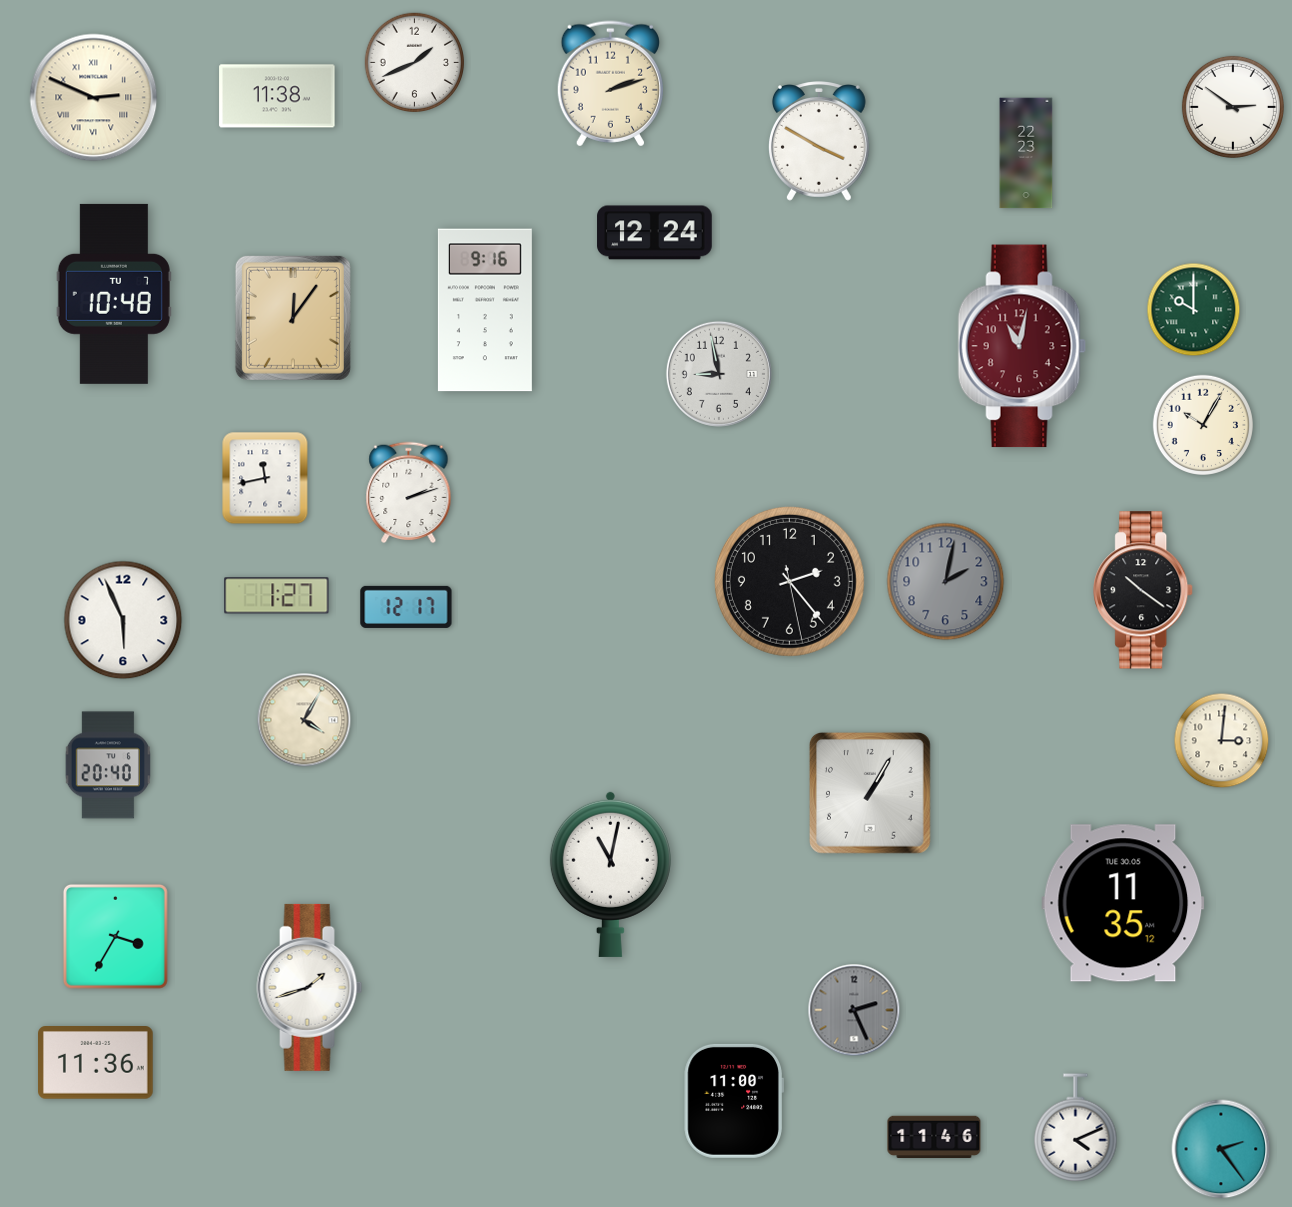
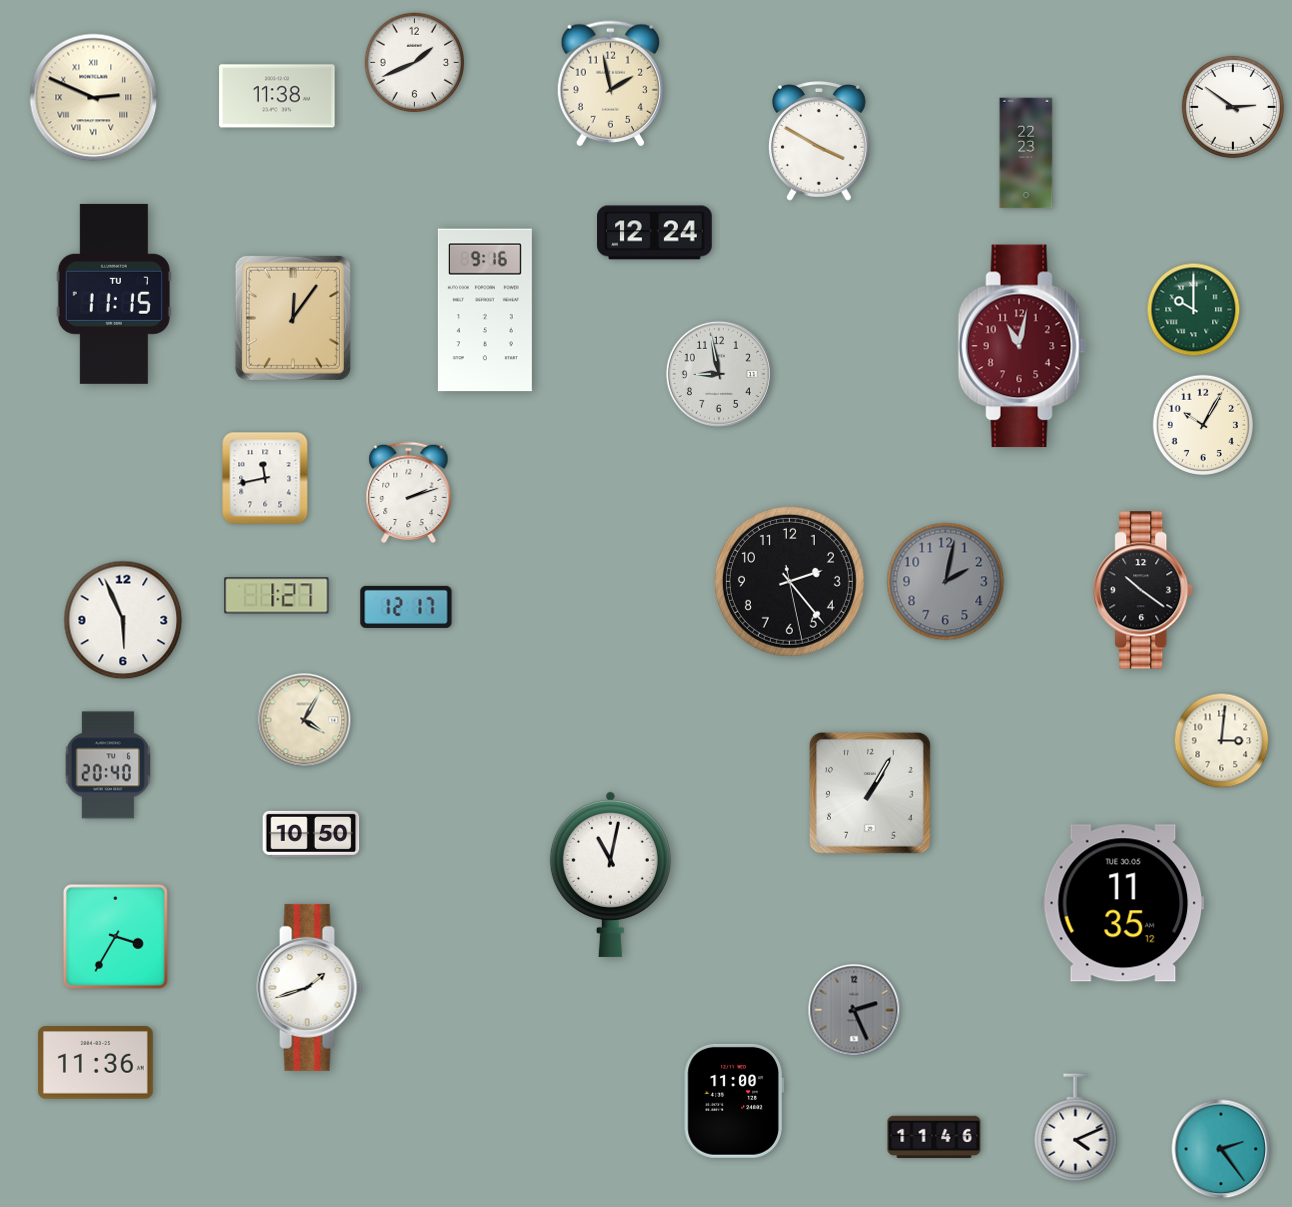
clock at (610, 84): 2:12 -> 1:58
clock at (114, 294): 10:48 -> 11:15
clock at (311, 834): none -> 10:50
